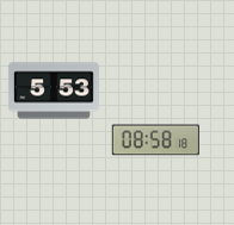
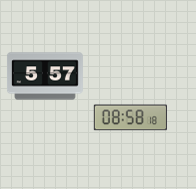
clock at (54, 90): 5:53 -> 5:57
